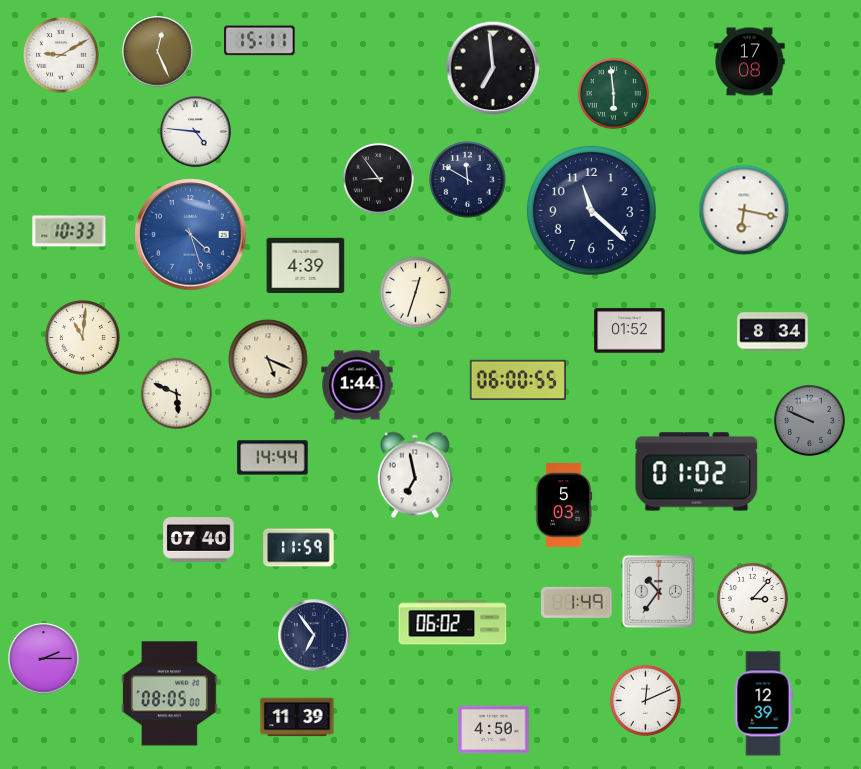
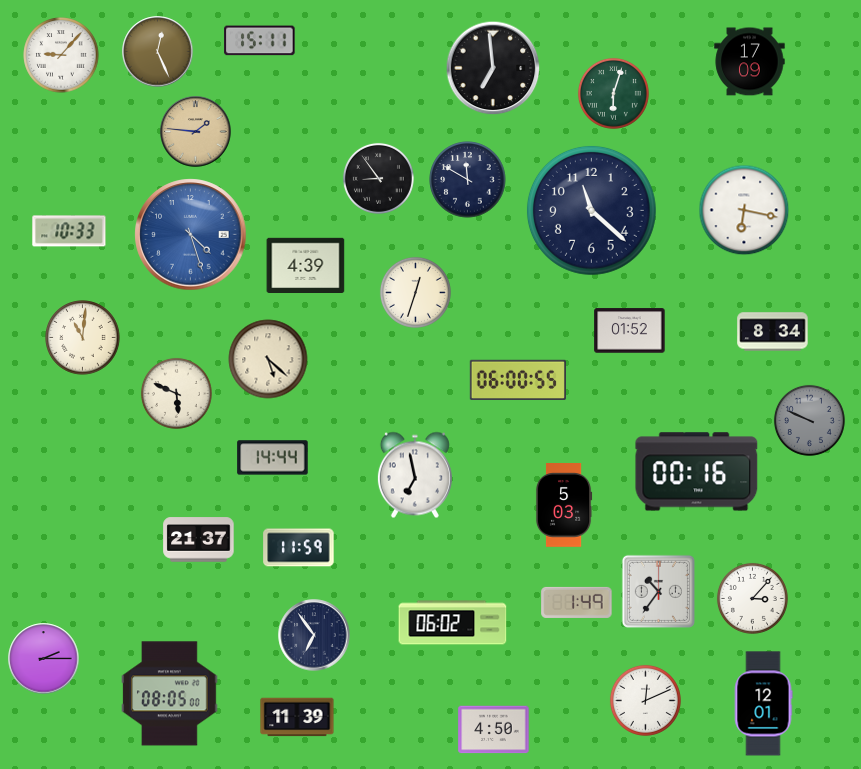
clock at (61, 55): 9:10 -> 9:07
clock at (750, 62): 17:08 -> 17:09
clock at (613, 93): 5:59 -> 6:03
clock at (196, 132): 4:46 -> 1:46
clock at (196, 132) dial: white -> champagne
clock at (268, 359): 5:19 -> 5:22
clock at (357, 385): 1:44 -> none
clock at (697, 472): 01:02 -> 00:16
clock at (199, 540): 07:40 -> 21:37
clock at (763, 704): 12:39 -> 12:01
